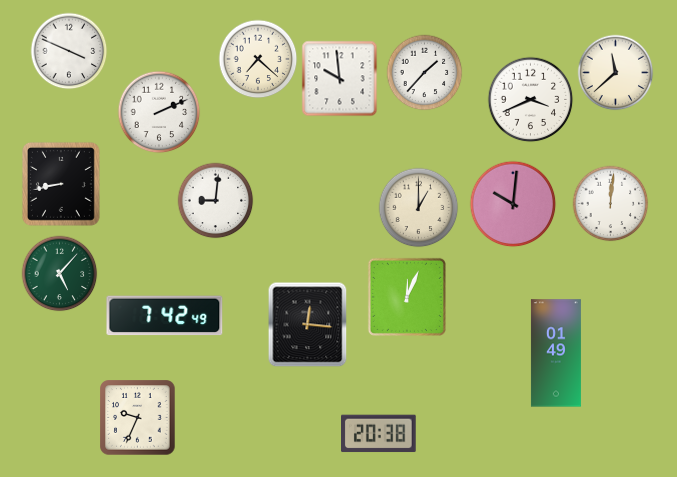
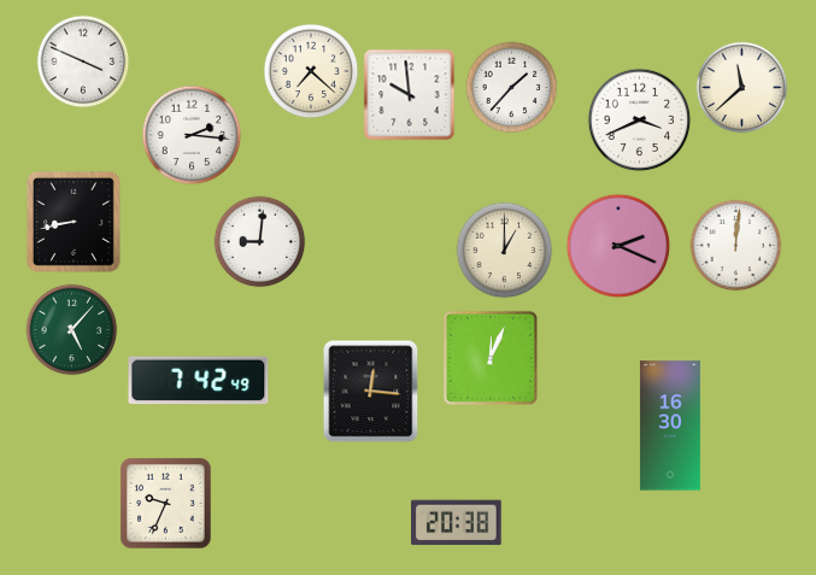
clock at (159, 112): 2:11 -> 2:16
clock at (513, 204): 10:01 -> 2:19
clock at (556, 353): 01:49 -> 16:30
